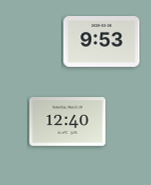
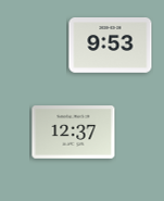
clock at (68, 122): 12:40 -> 12:37
